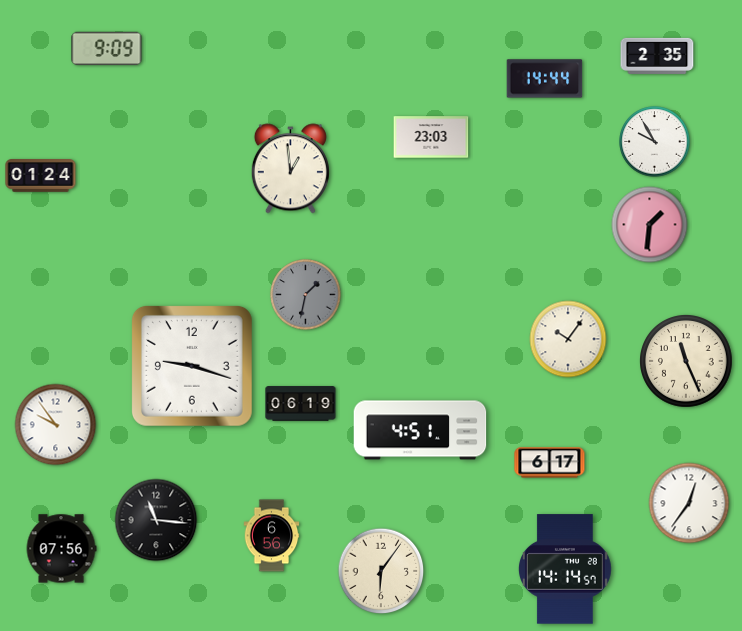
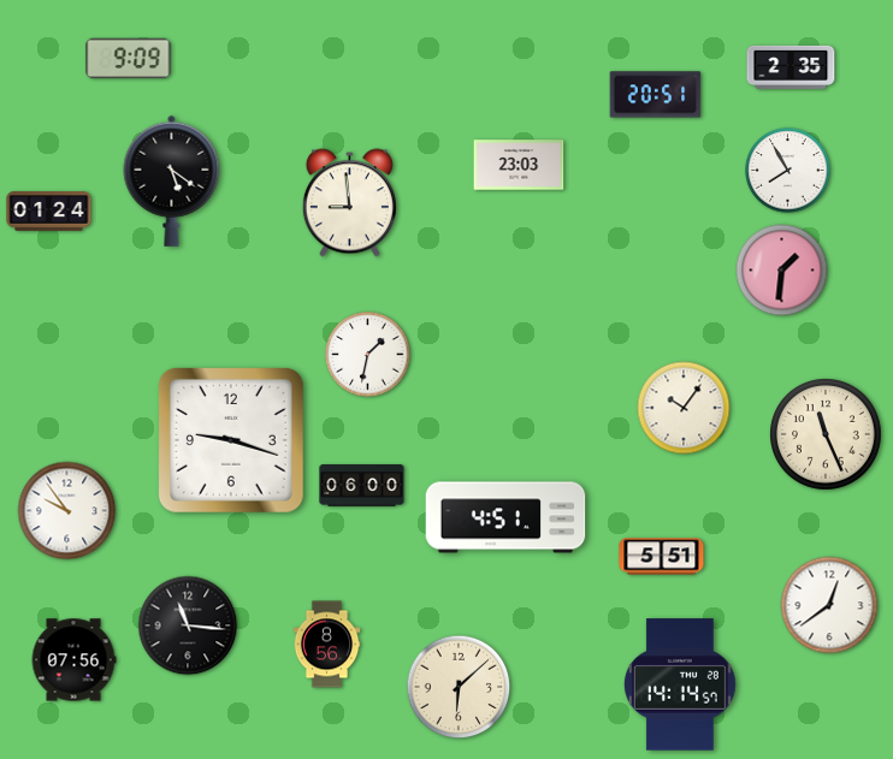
clock at (545, 79): 14:44 -> 20:51
clock at (655, 142): 9:55 -> 7:55
clock at (172, 180): none -> 5:21
clock at (290, 169): 12:59 -> 8:59
clock at (306, 295) dial: grey -> white
clock at (301, 404): 06:19 -> 06:00
clock at (550, 463): 6:17 -> 5:51
clock at (689, 503): 12:36 -> 12:39
clock at (272, 536): 6:56 -> 8:56
clock at (381, 571): 6:06 -> 6:08
